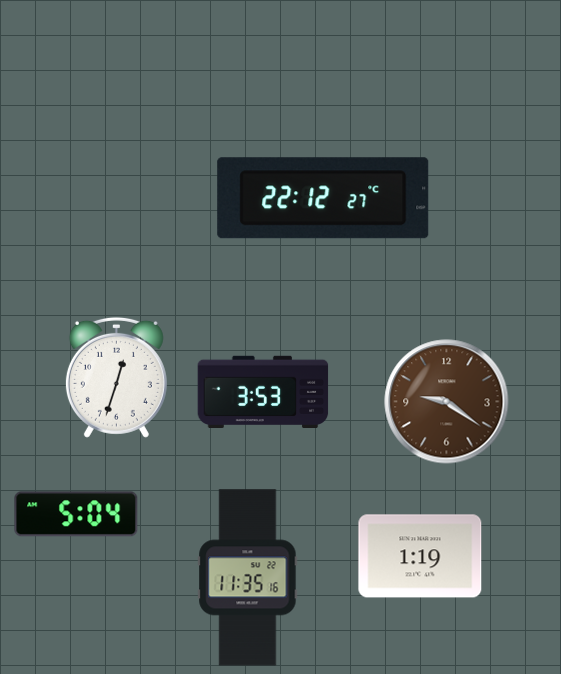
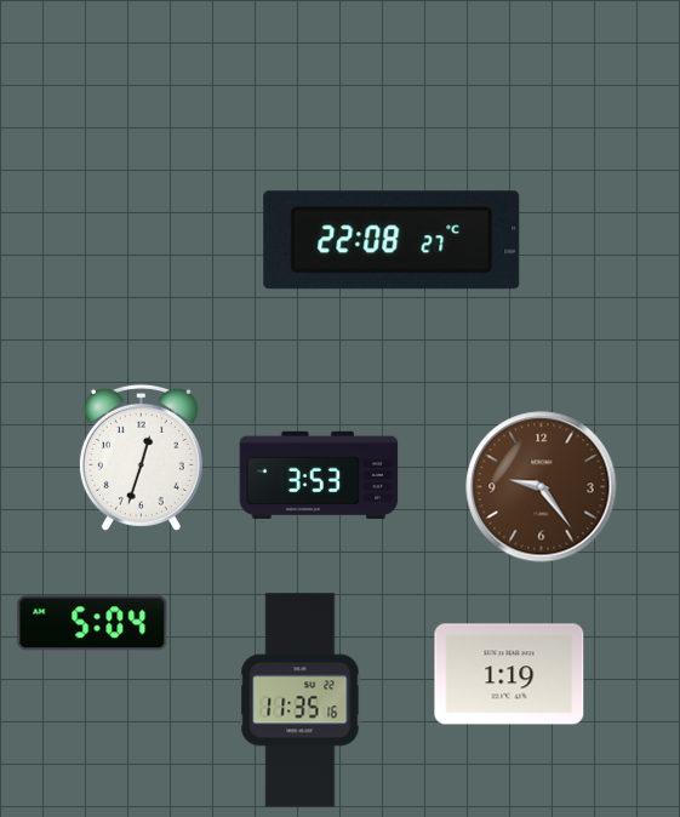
clock at (323, 198): 22:12 -> 22:08
clock at (447, 402): 9:21 -> 9:24
